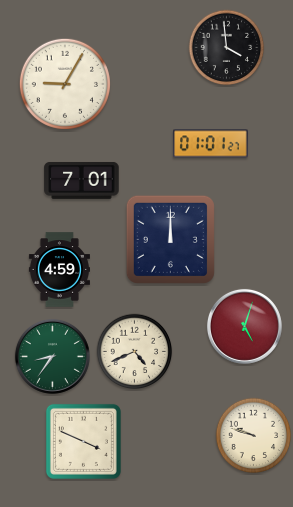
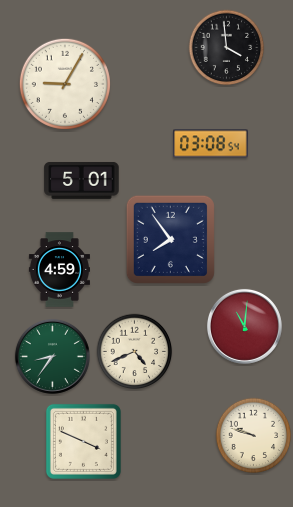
clock at (211, 144): 01:01 -> 03:08
clock at (82, 180): 7:01 -> 5:01
clock at (170, 239): 12:00 -> 7:54
clock at (244, 326): 5:03 -> 11:01
